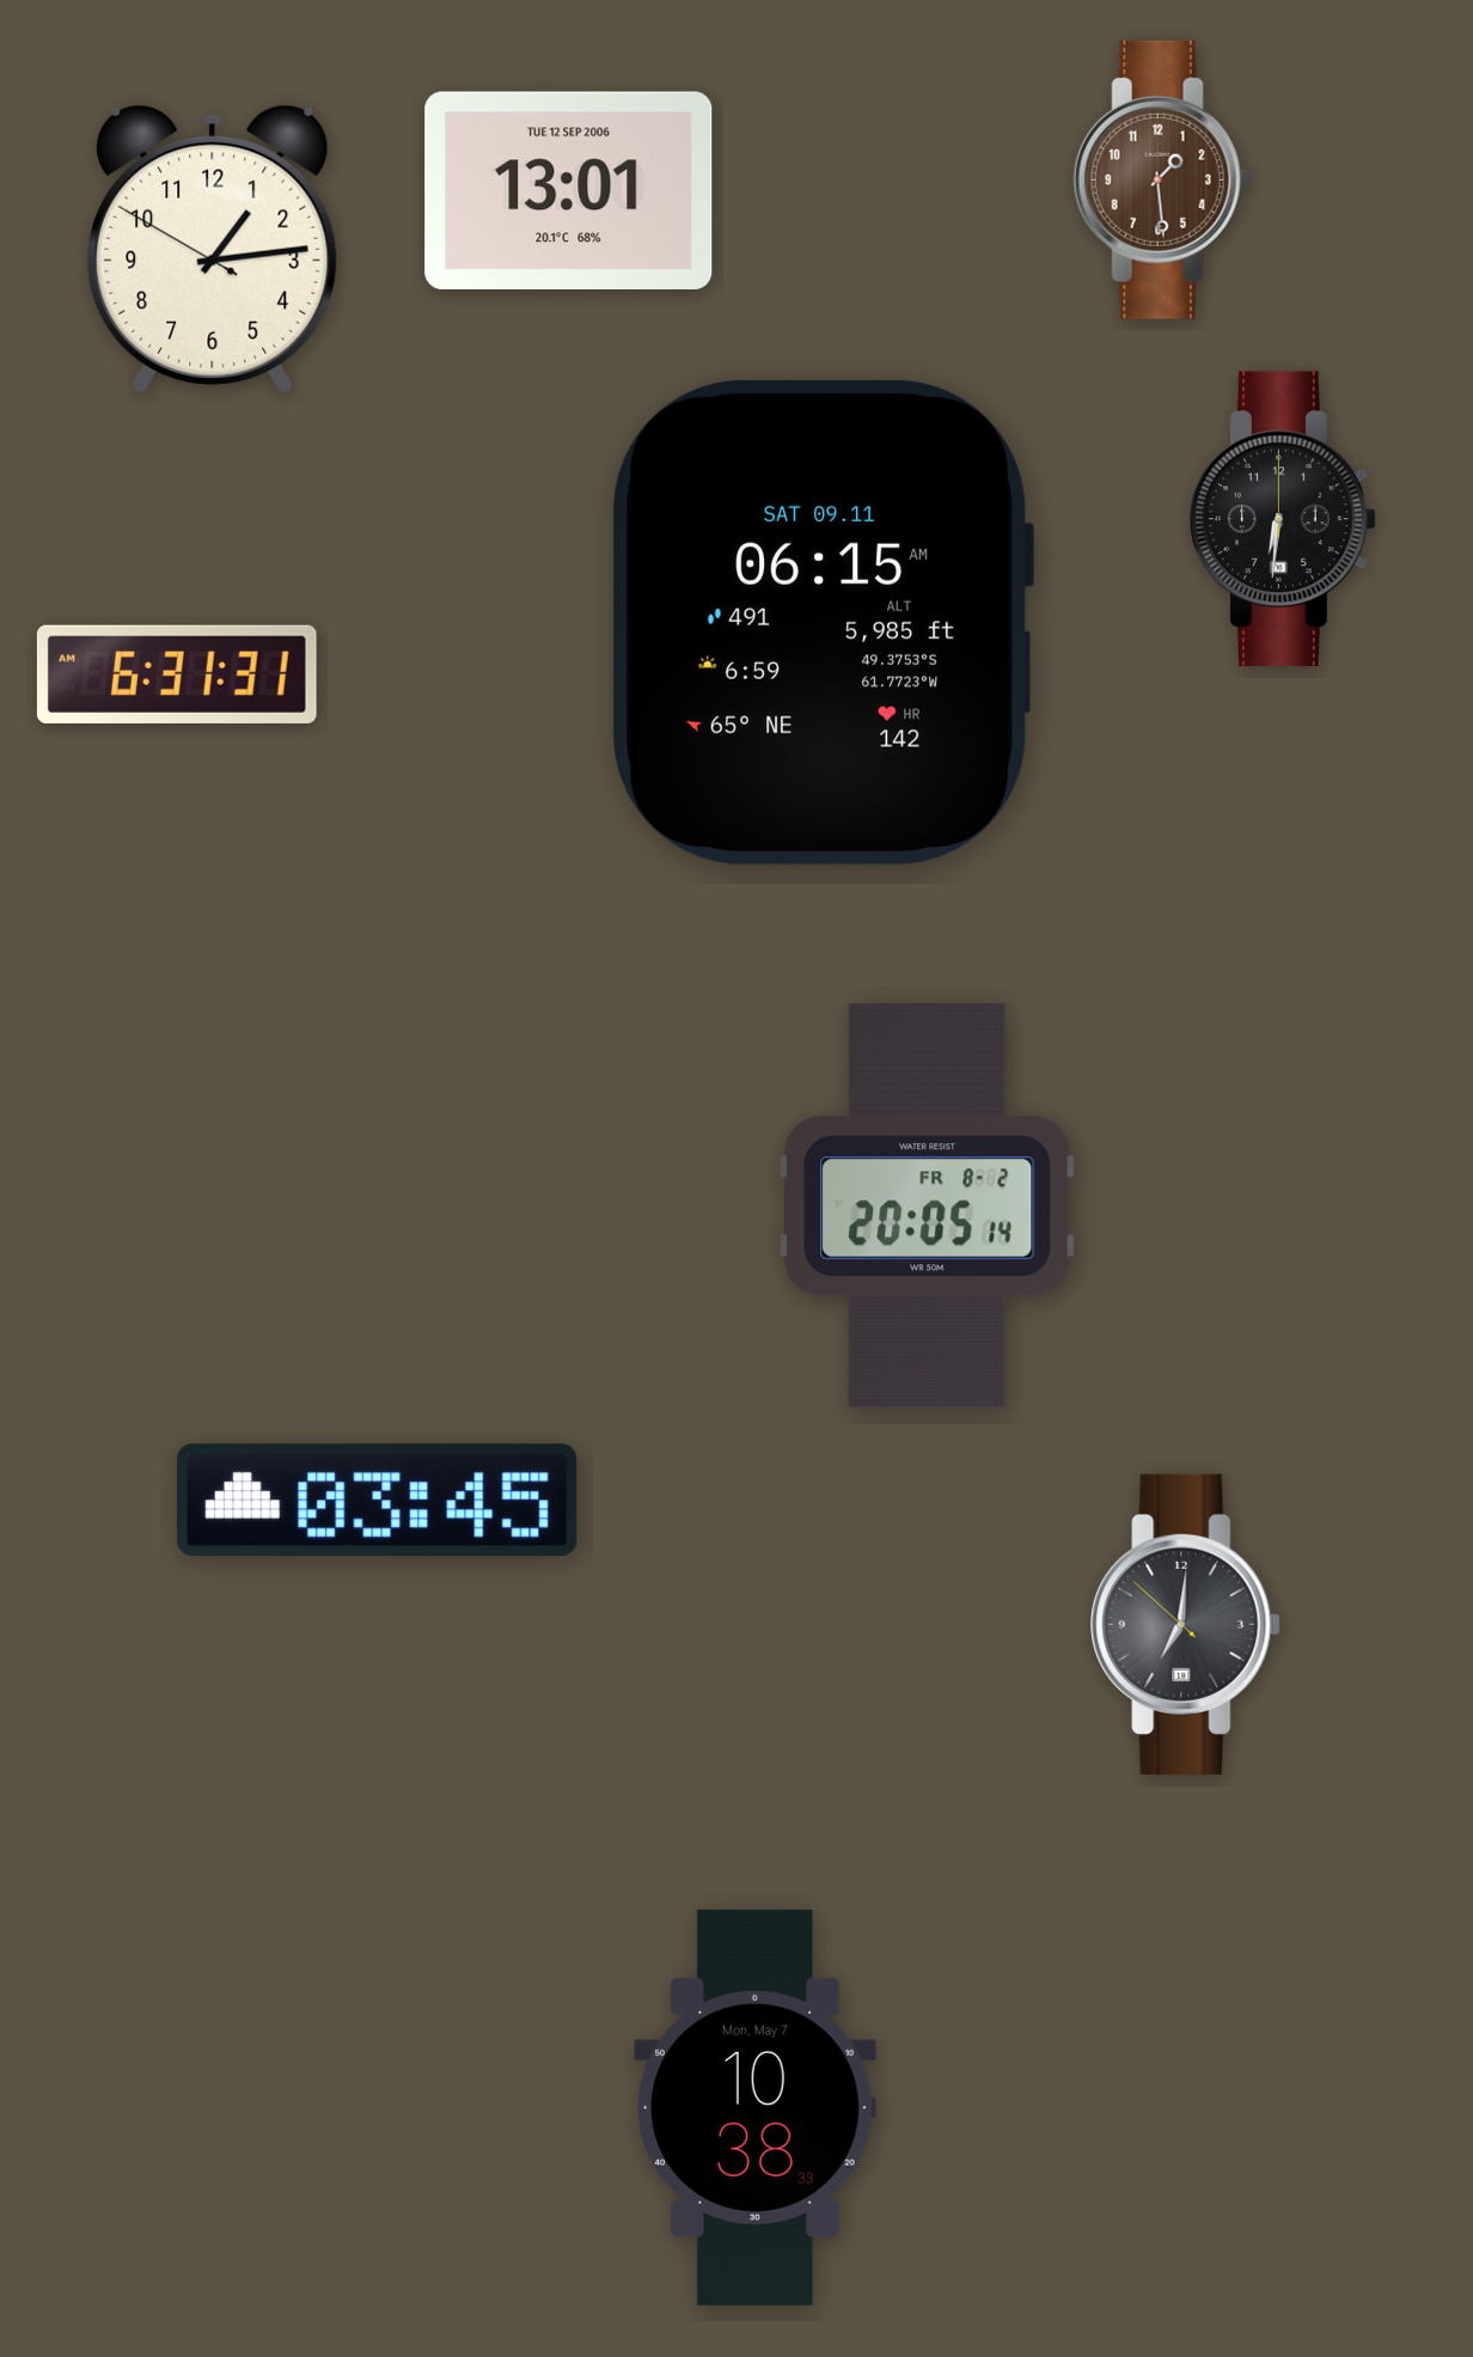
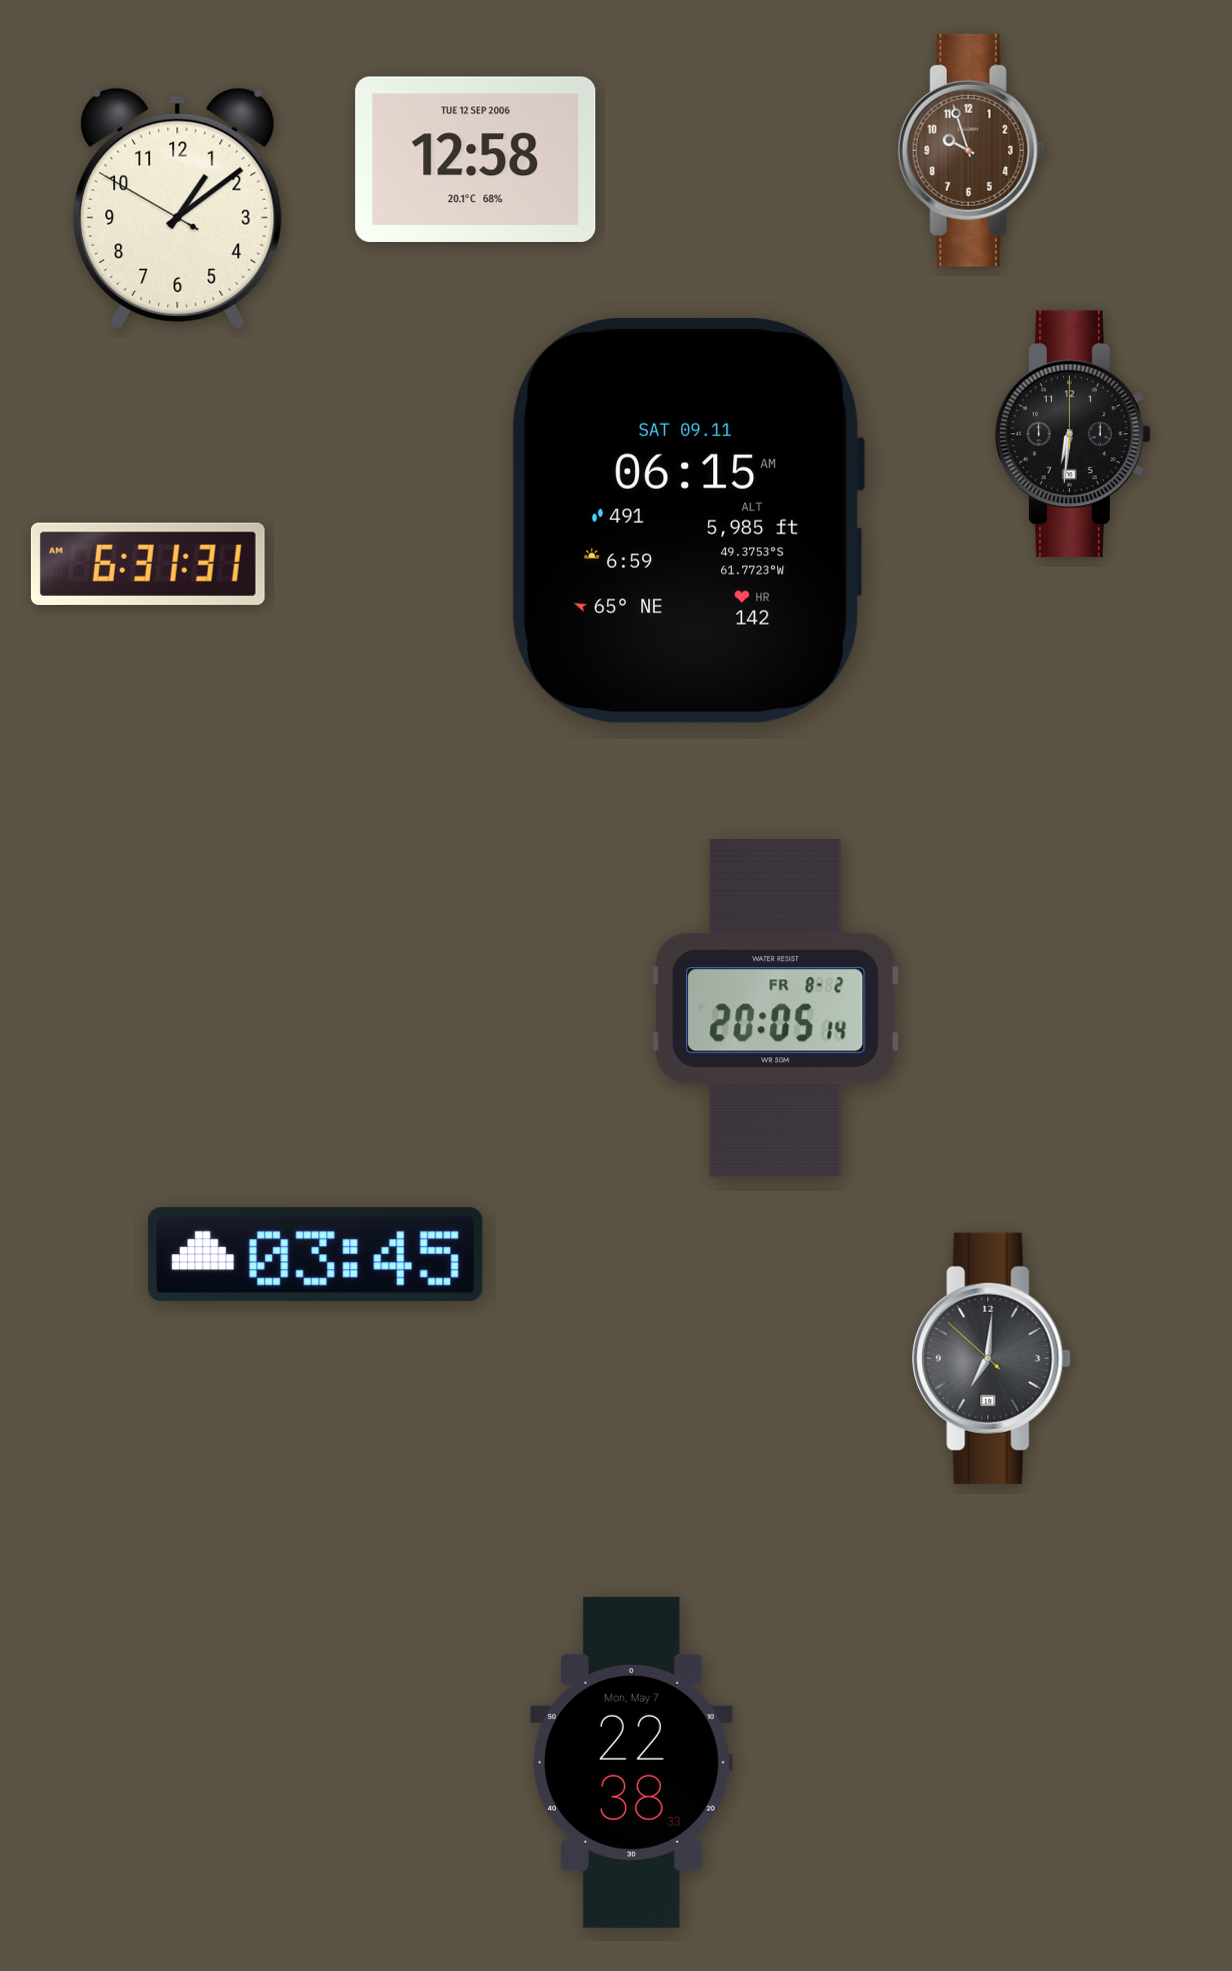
clock at (1161, 179): 1:29 -> 9:57
clock at (569, 190): 13:01 -> 12:58
clock at (213, 249): 1:13 -> 1:08
clock at (756, 2107): 10:38 -> 22:38
